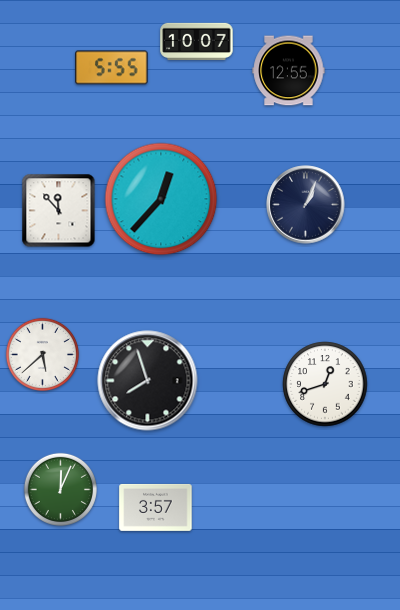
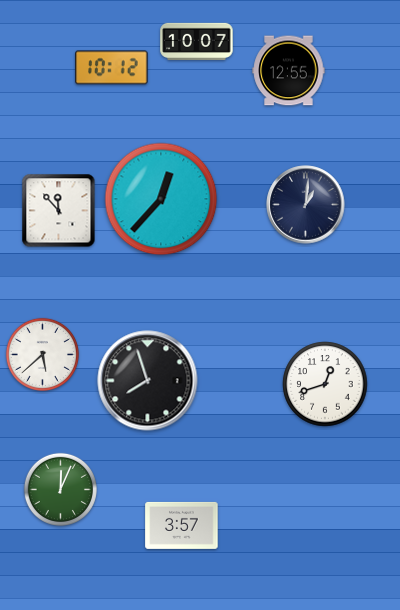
clock at (112, 68): 5:55 -> 10:12
clock at (306, 205): 1:04 -> 1:01
clock at (156, 507) position: (156, 507) -> (182, 525)
